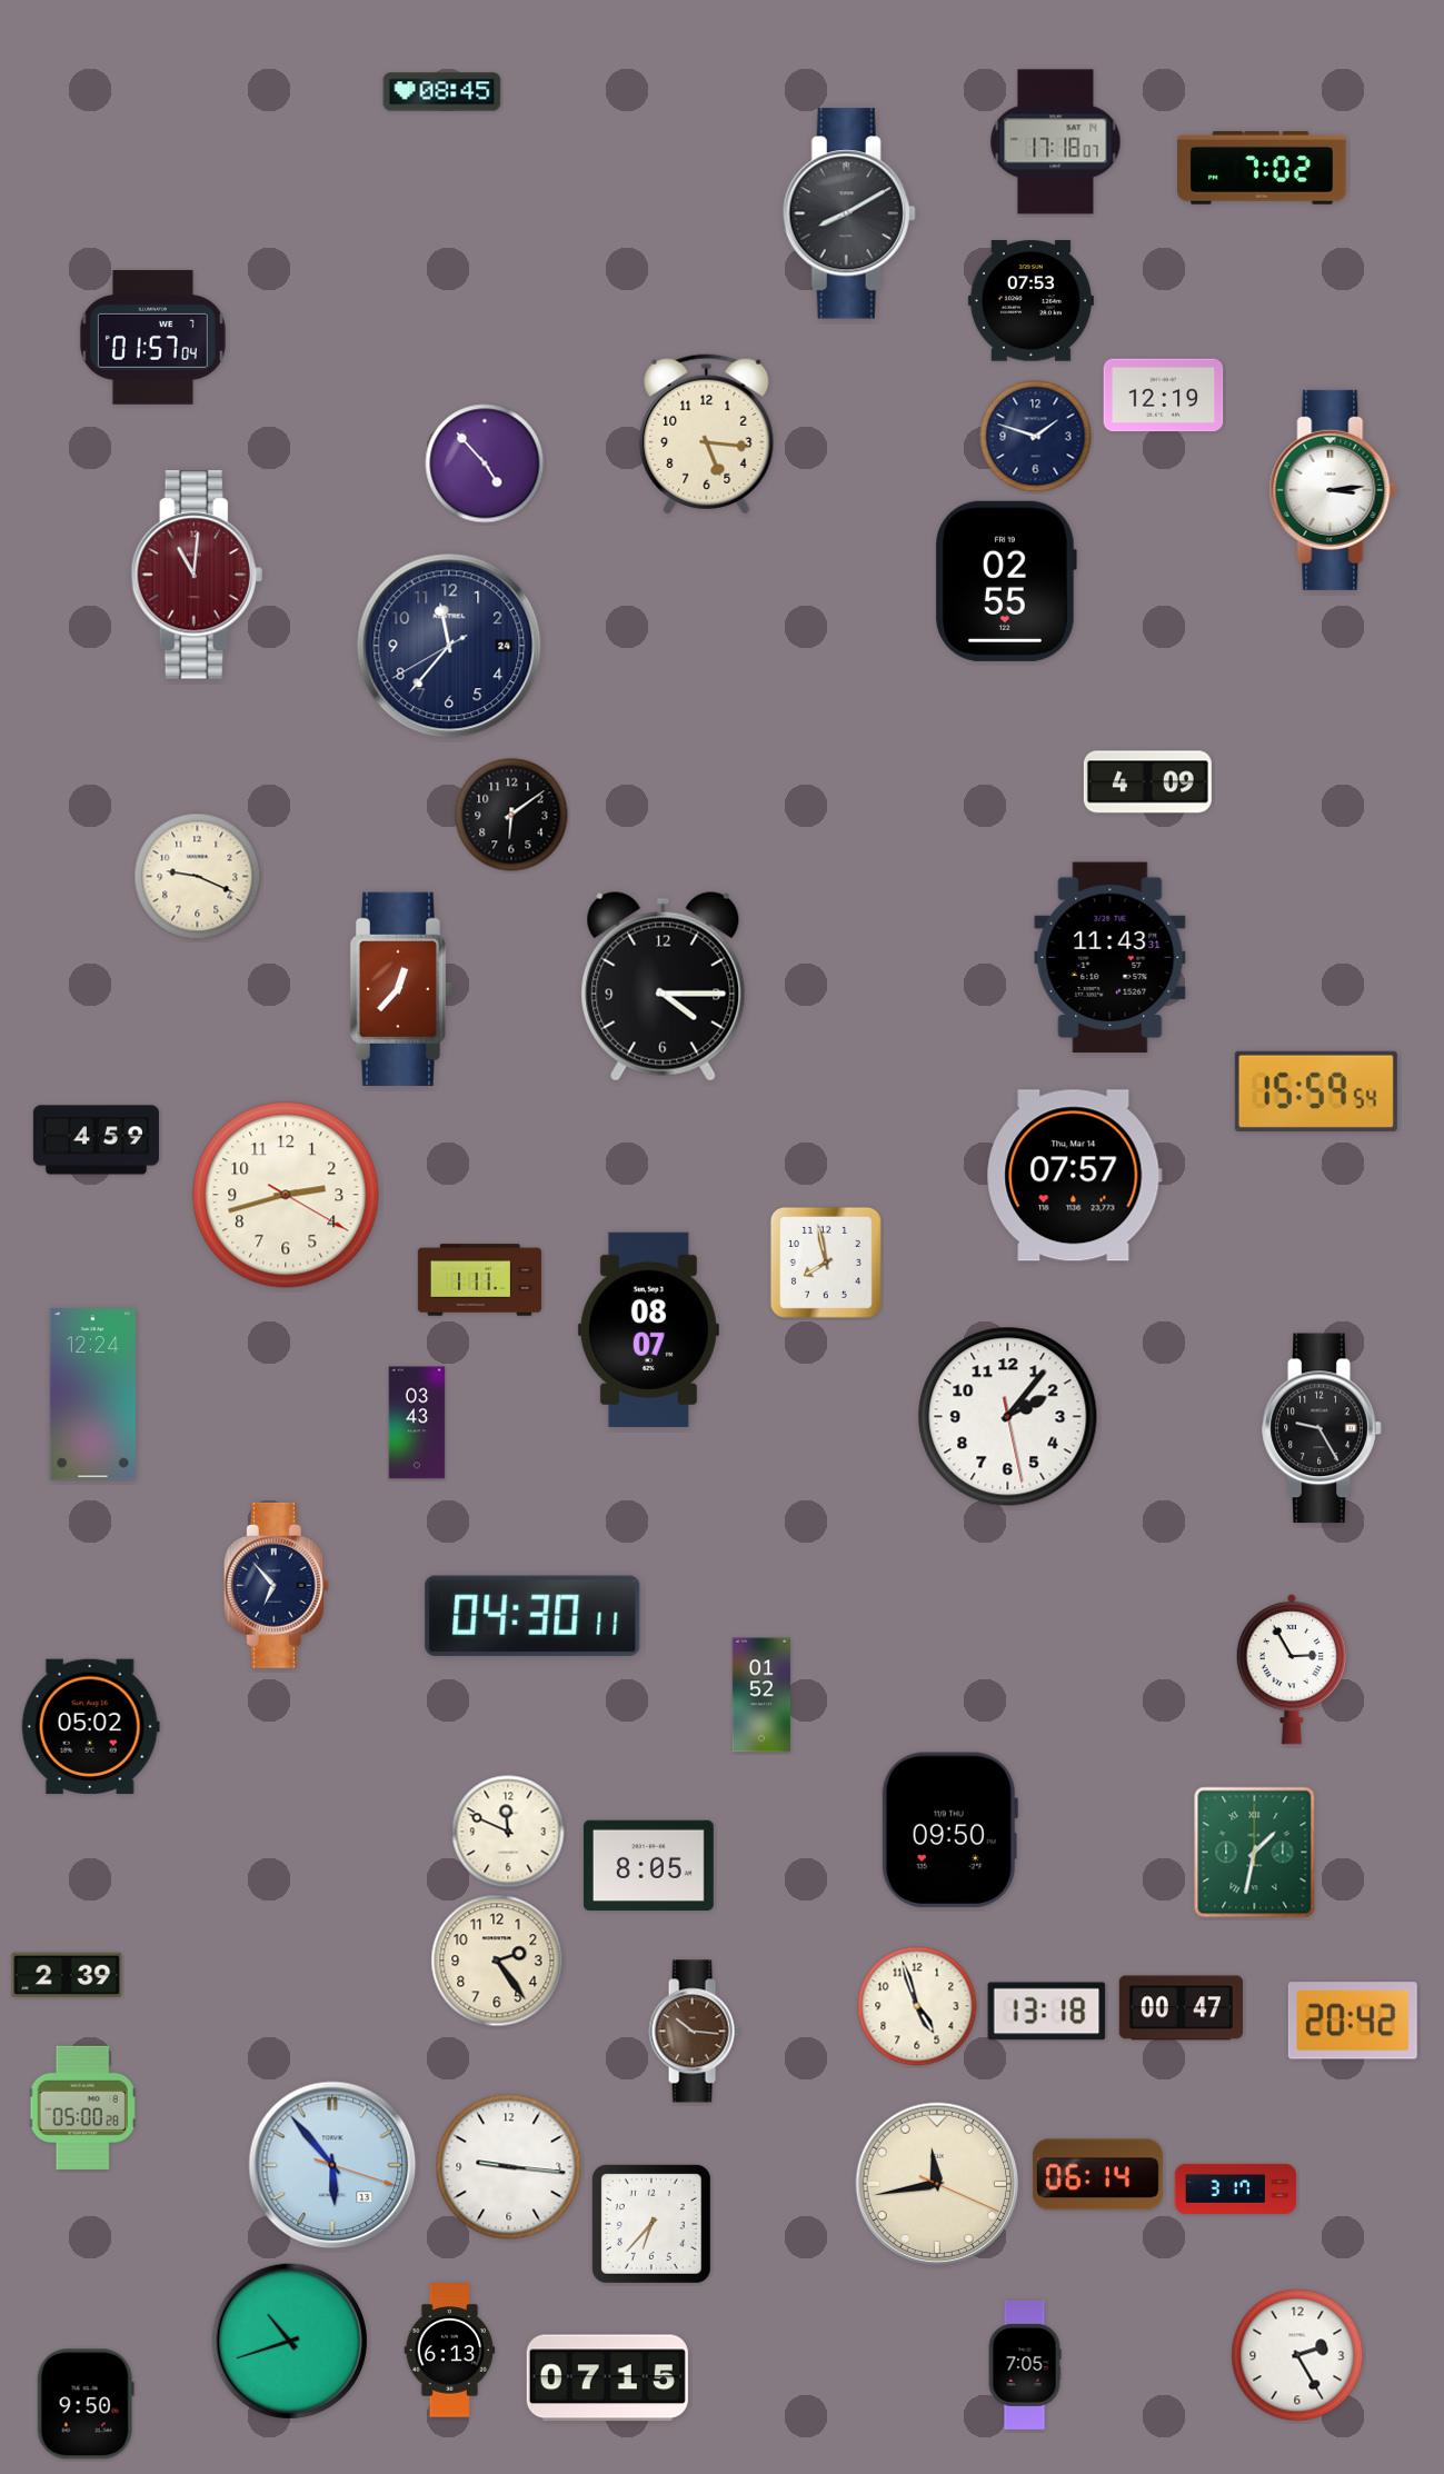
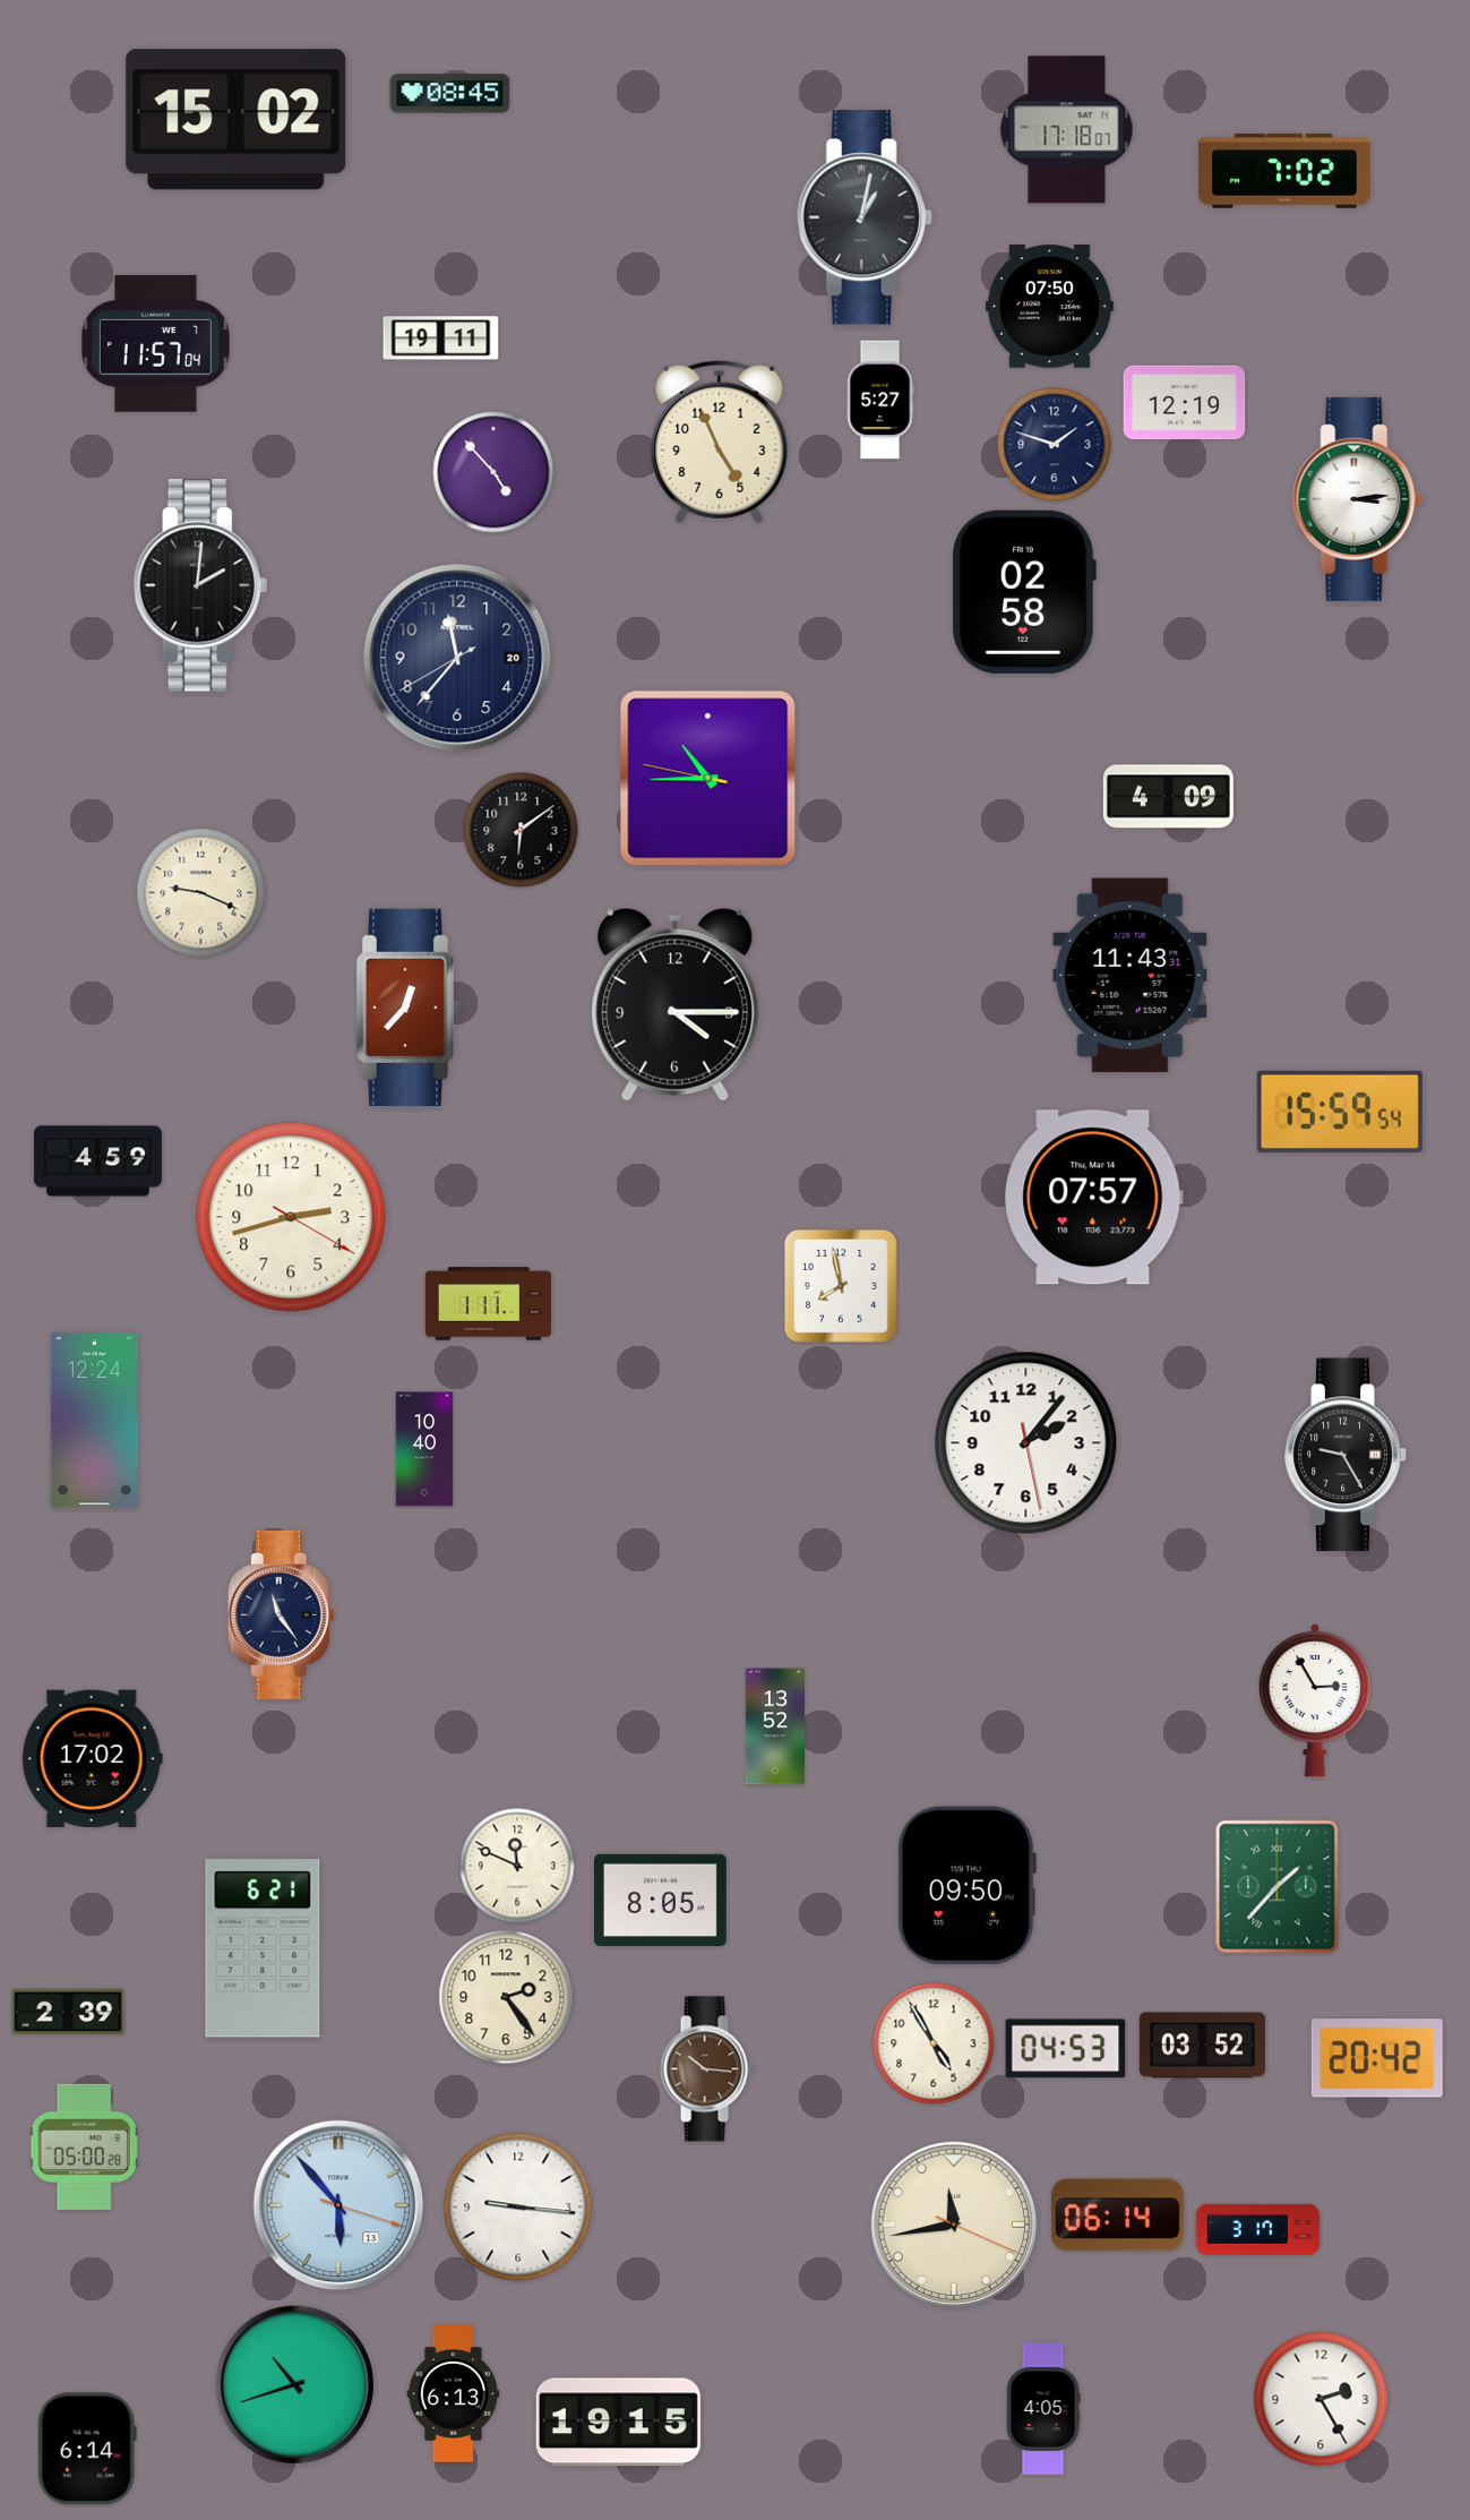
clock at (237, 120): none -> 15:02
clock at (1056, 142) position: (1056, 142) -> (1067, 130)
clock at (849, 213): 8:10 -> 1:02
clock at (1030, 301): 07:53 -> 07:50
clock at (441, 338): none -> 19:11
clock at (152, 337): 01:57 -> 11:57
clock at (880, 400): none -> 5:27
clock at (707, 435): 5:16 -> 4:56
clock at (197, 575): 11:01 -> 2:01
clock at (197, 575) dial: burgundy -> black
clock at (1006, 581): 02:55 -> 02:58
clock at (449, 646) date: 24 -> 20
clock at (708, 779): none -> 10:44
clock at (648, 1329): 08:07 -> none
clock at (417, 1423): 03:43 -> 10:40
clock at (276, 1585): 6:53 -> 11:24
clock at (532, 1616): 04:30 -> none
clock at (761, 1695): 01:52 -> 13:52
clock at (90, 1727): 05:02 -> 17:02
clock at (949, 1830) position: (949, 1830) -> (966, 1886)
clock at (1255, 1853): 1:32 -> 1:37
clock at (263, 1948): none -> 6:21
clock at (917, 2006): 4:57 -> 4:55
clock at (1181, 2008): 00:47 -> 03:52
clock at (1047, 2012): 13:18 -> 04:53
clock at (651, 2224): 6:37 -> none
clock at (450, 2351) position: (450, 2351) -> (454, 2394)
clock at (1025, 2365): 7:05 -> 4:05
clock at (607, 2378): 07:15 -> 19:15
clock at (86, 2404): 9:50 -> 6:14
